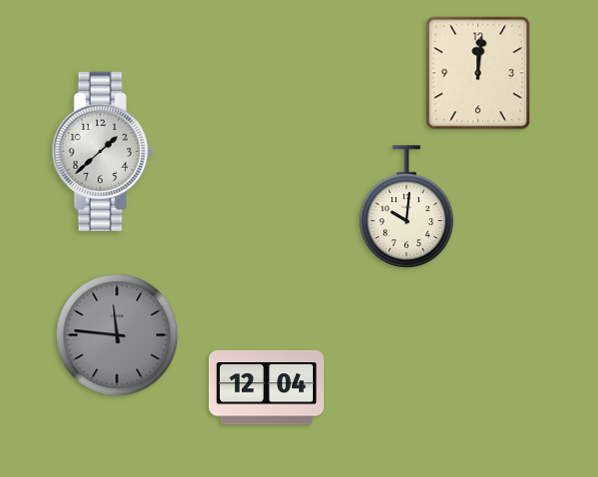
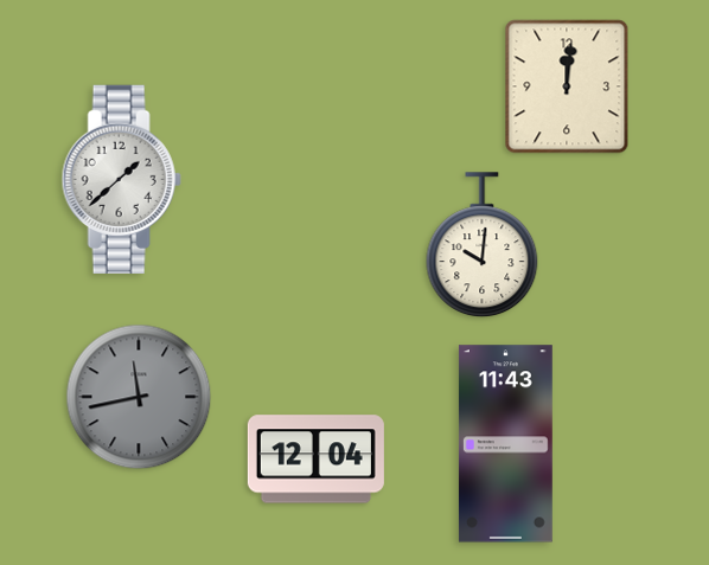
clock at (117, 335): 11:46 -> 11:43
clock at (505, 444): none -> 11:43
